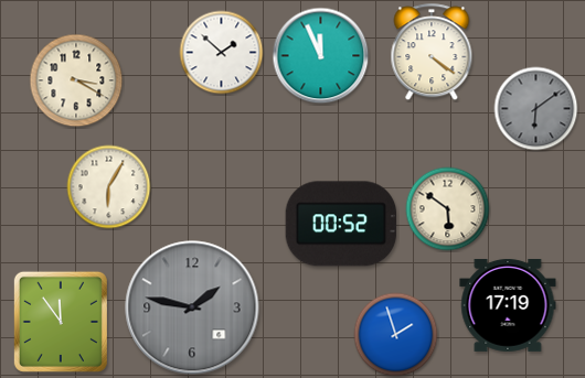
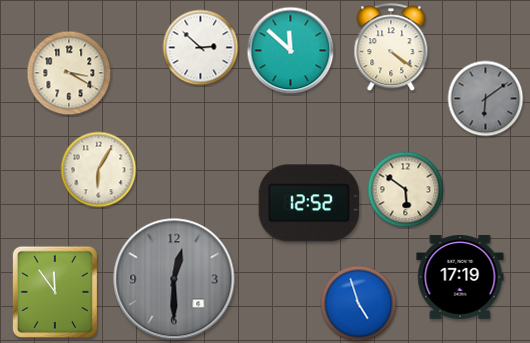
clock at (222, 53): 1:52 -> 2:52
clock at (321, 56): 11:56 -> 11:52
clock at (341, 224): 00:52 -> 12:52
clock at (192, 307): 1:47 -> 12:30
clock at (396, 335): 1:57 -> 4:57
